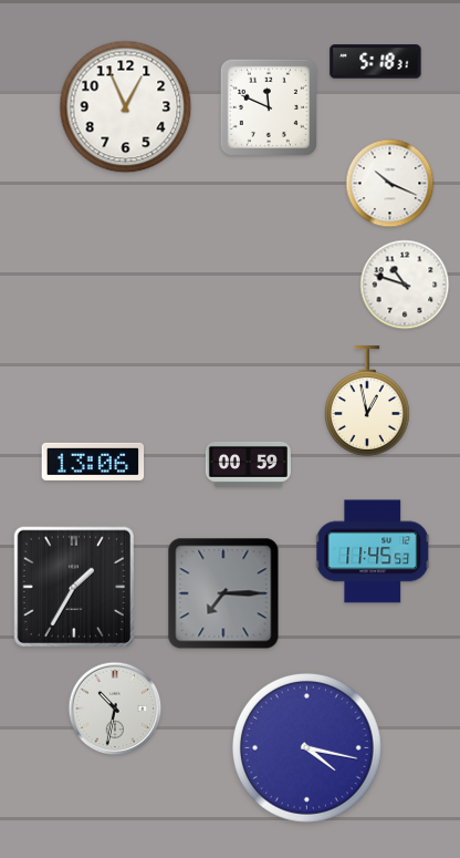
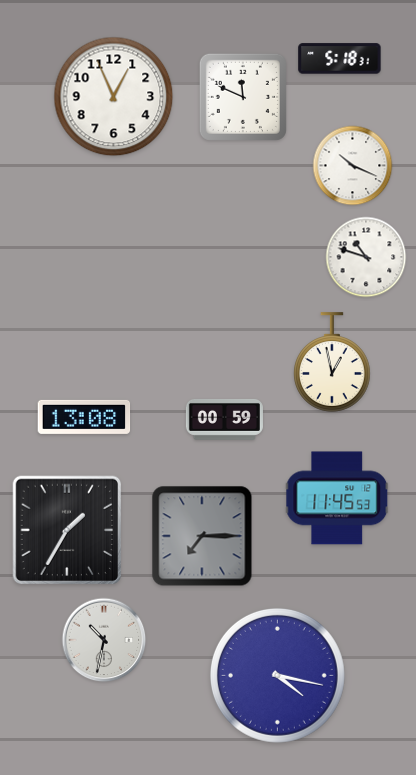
clock at (376, 62) position: (376, 62) -> (340, 59)
clock at (93, 462): 13:06 -> 13:08
